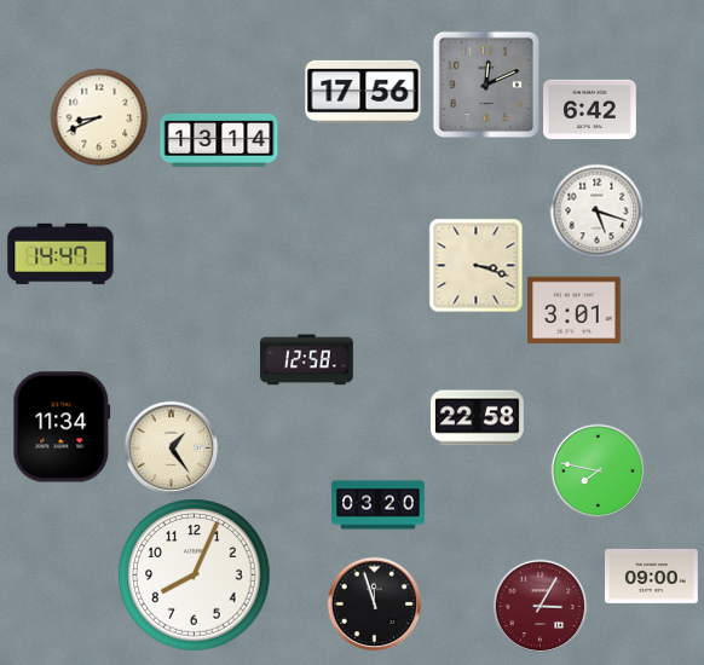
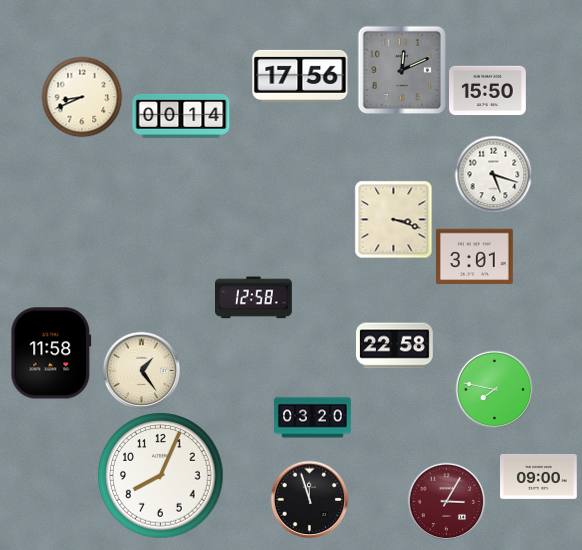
clock at (590, 110): 6:42 -> 15:50
clock at (219, 140): 13:14 -> 00:14
clock at (60, 254): 14:47 -> none
clock at (62, 427): 11:34 -> 11:58
